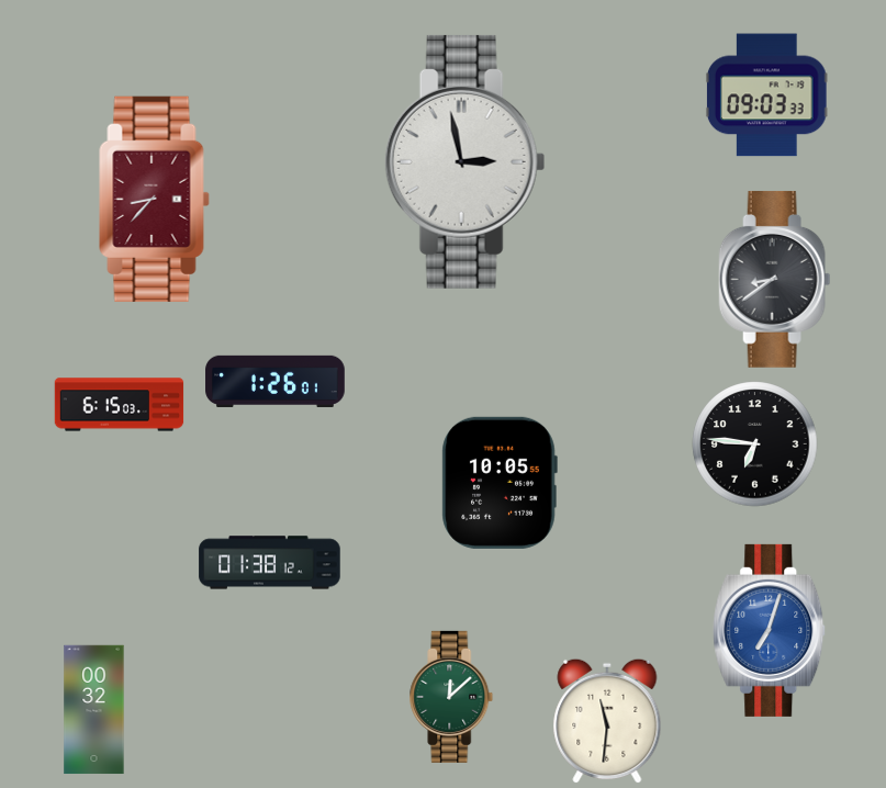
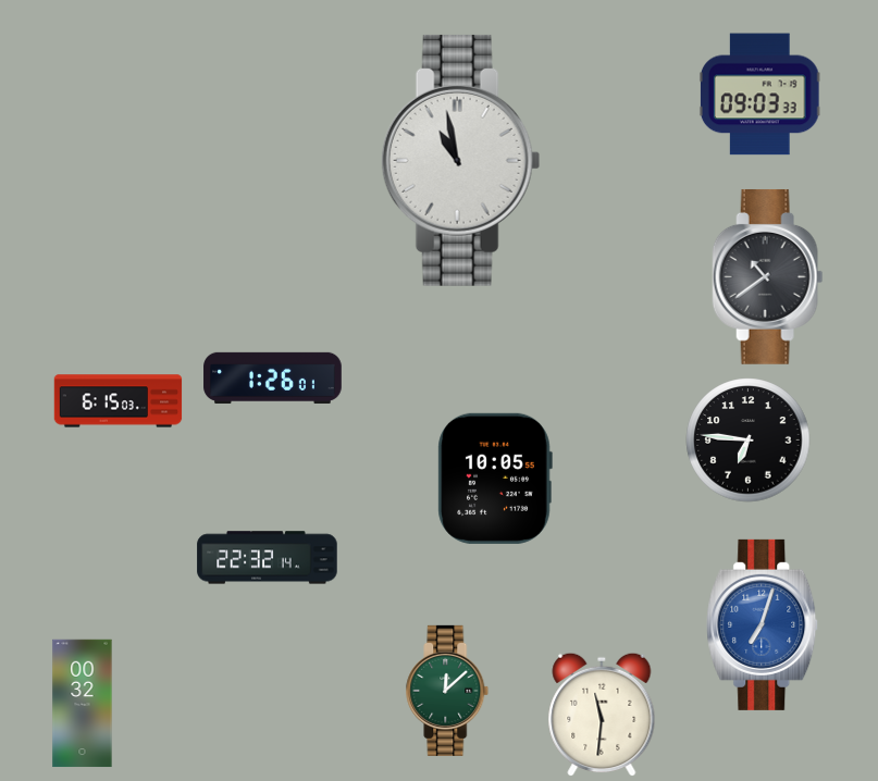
clock at (466, 161): 2:58 -> 10:58
clock at (155, 199): 8:37 -> none
clock at (775, 279): 8:39 -> 10:39
clock at (270, 563): 01:38 -> 22:32
clock at (94, 710) position: (94, 710) -> (83, 704)
